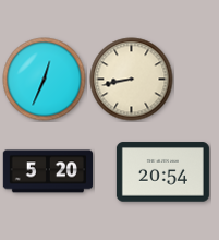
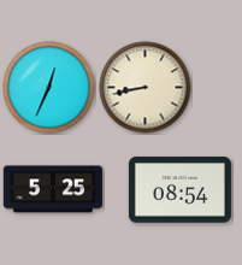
clock at (47, 171): 5:20 -> 5:25
clock at (162, 172): 20:54 -> 08:54
